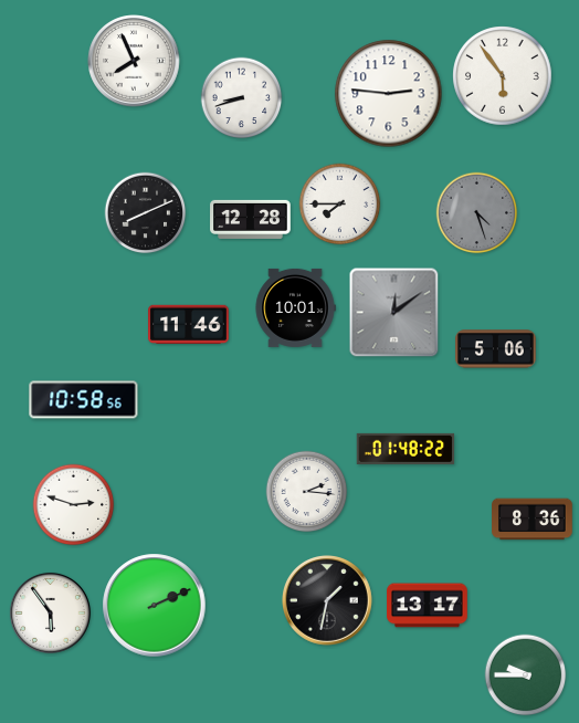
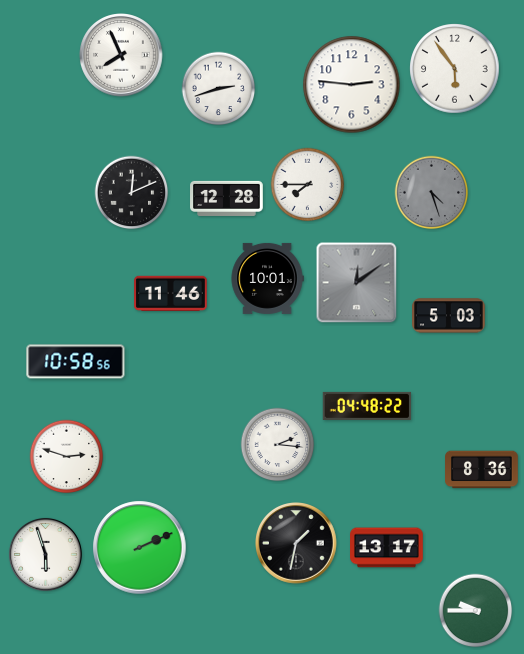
clock at (242, 98): 8:42 -> 2:42
clock at (146, 213): 8:11 -> 12:11
clock at (496, 349): 5:06 -> 5:03
clock at (406, 449): 01:48 -> 04:48
clock at (50, 612): 5:54 -> 5:57
